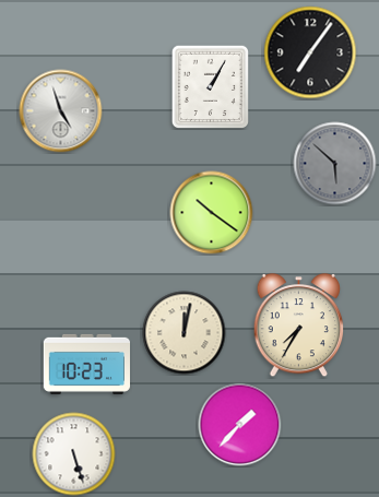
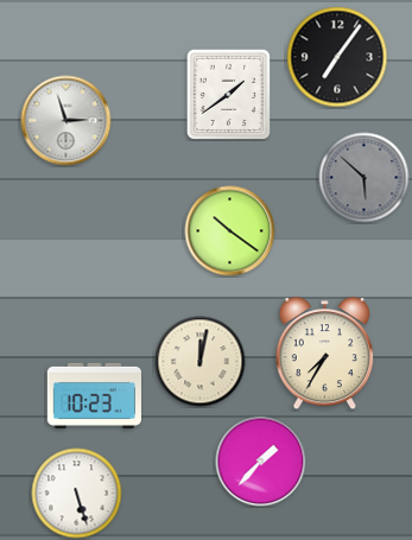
clock at (210, 86): 1:05 -> 1:39
clock at (61, 111): 4:57 -> 2:57
clock at (74, 454) position: (74, 454) -> (77, 494)
